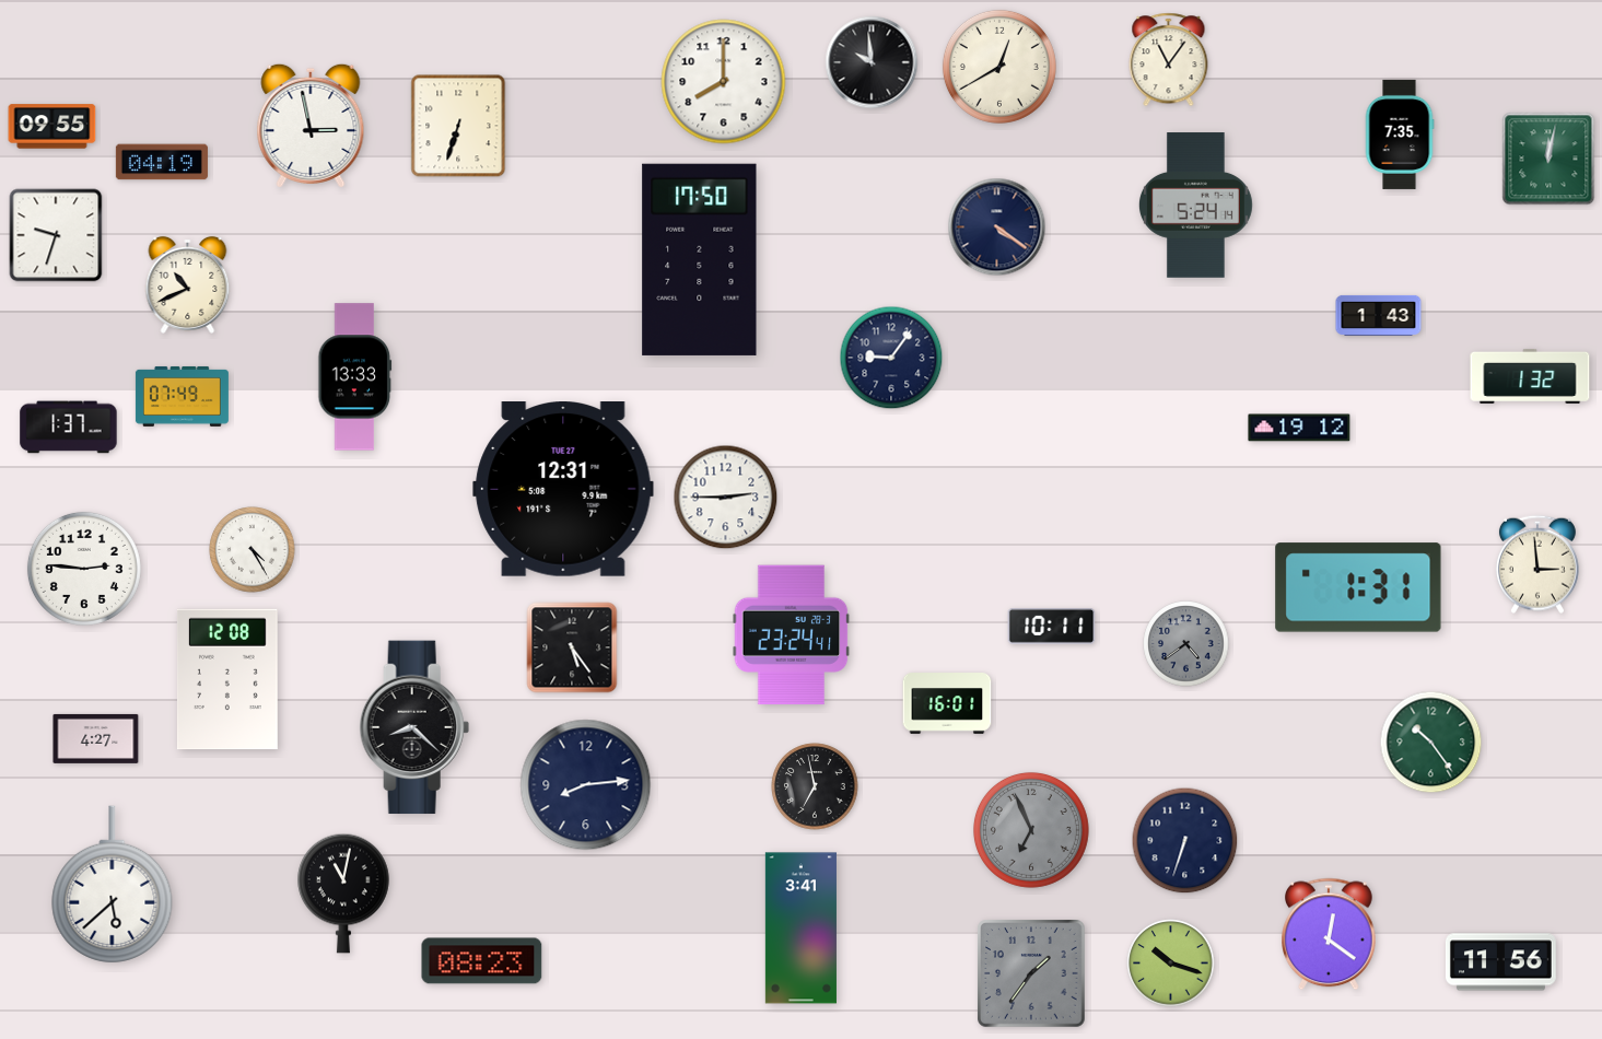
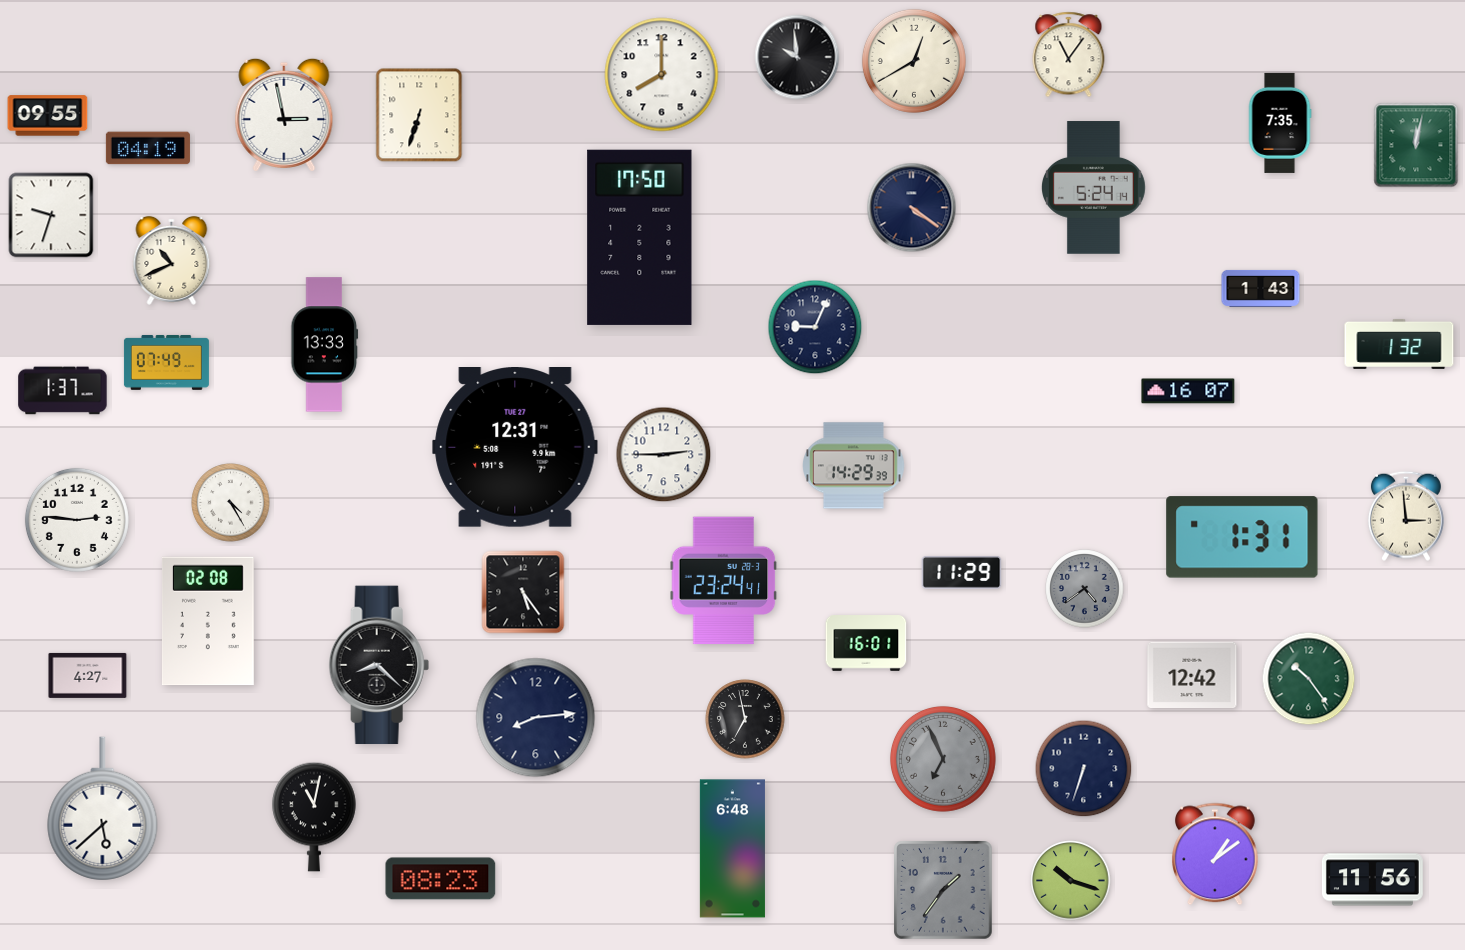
clock at (891, 358): 9:06 -> 9:04
clock at (1299, 428): 19:12 -> 16:07
clock at (854, 466): none -> 14:29
clock at (1052, 627): 10:11 -> 11:29
clock at (227, 679): 12:08 -> 02:08
clock at (1192, 674): none -> 12:42
clock at (800, 929): 3:41 -> 6:48
clock at (1330, 934): 12:21 -> 1:09
